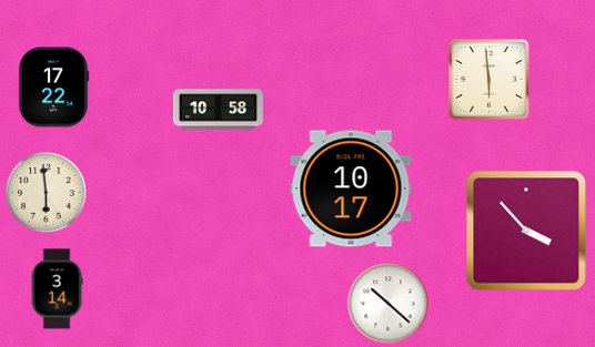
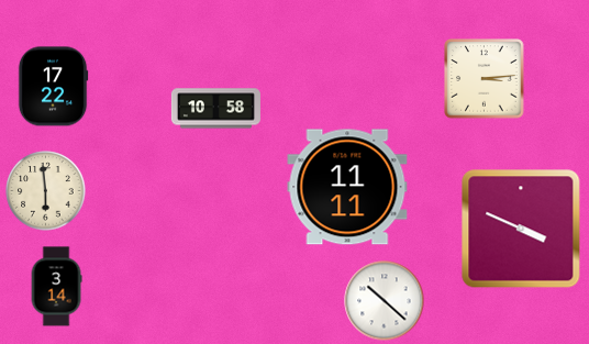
clock at (490, 80): 5:59 -> 3:14
clock at (351, 188): 10:17 -> 11:11
clock at (526, 231): 3:53 -> 3:49
